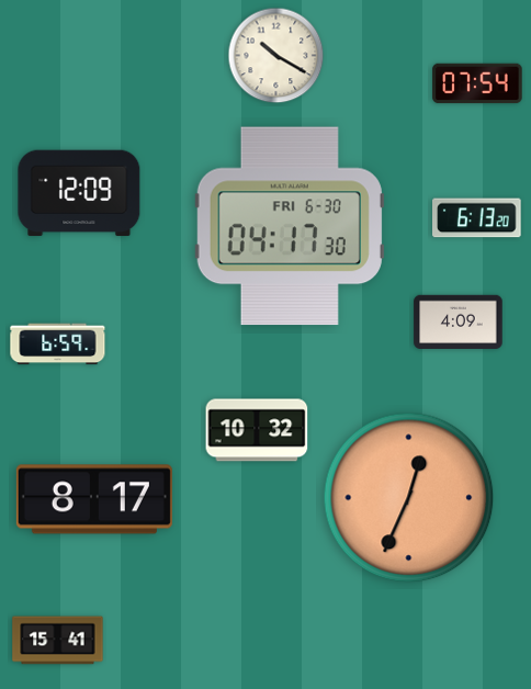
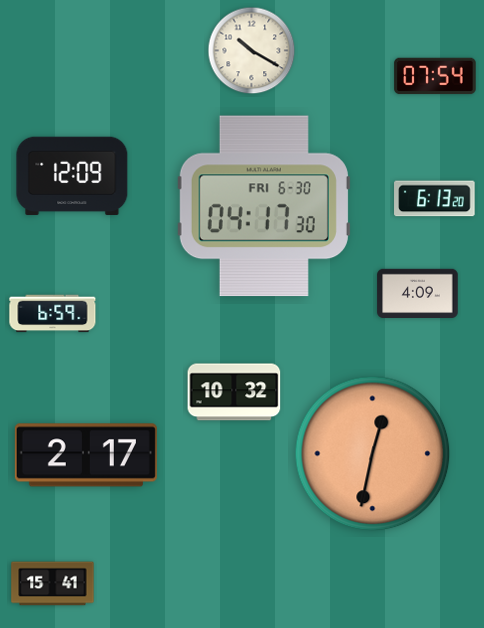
clock at (409, 498): 12:34 -> 12:32
clock at (94, 499): 8:17 -> 2:17
